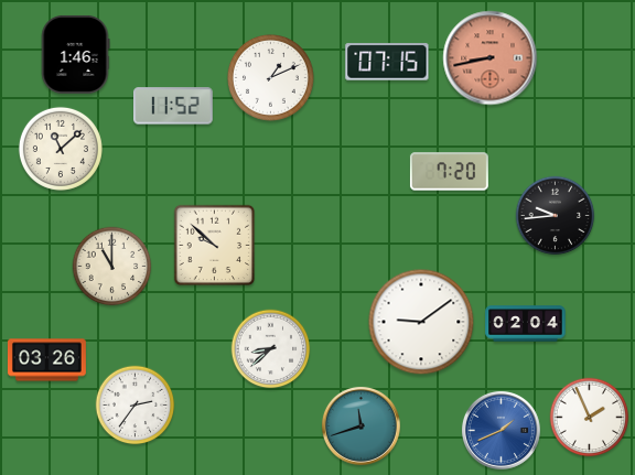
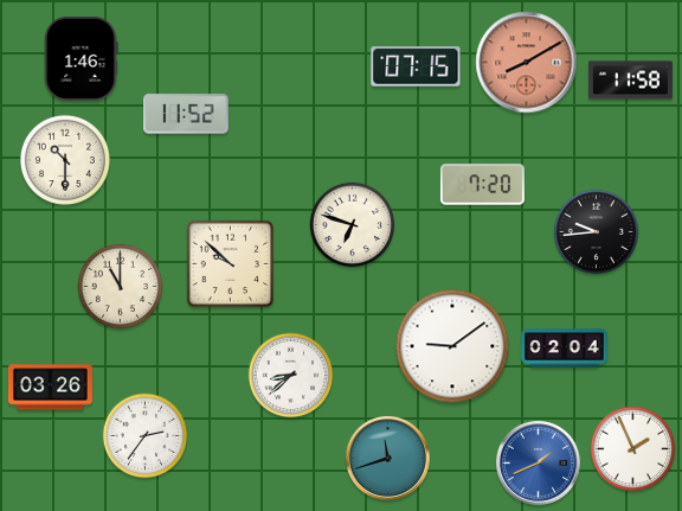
clock at (491, 58): 8:43 -> 8:10
clock at (630, 81): none -> 11:58
clock at (271, 78): 1:11 -> none
clock at (61, 149): 11:08 -> 10:30
clock at (353, 225): none -> 6:48
